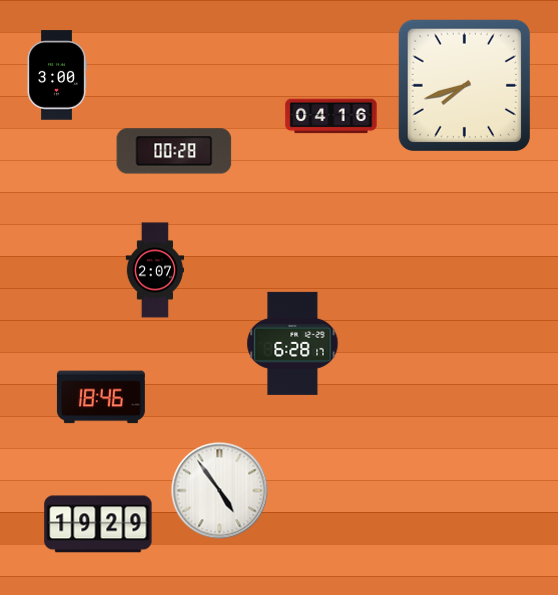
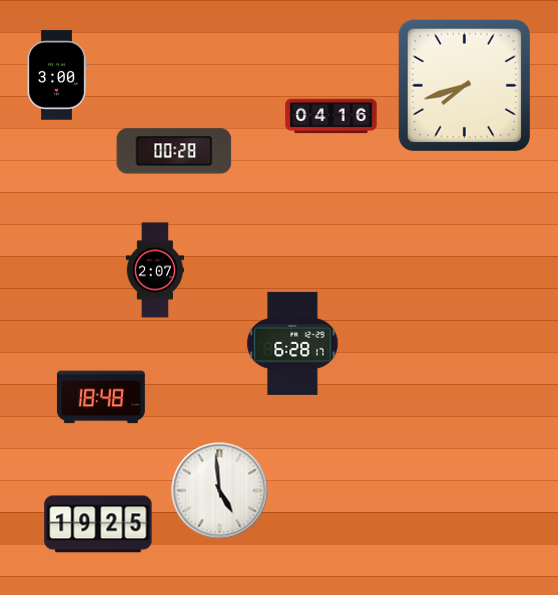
clock at (101, 397): 18:46 -> 18:48
clock at (220, 491): 4:54 -> 4:59
clock at (98, 524): 19:29 -> 19:25
